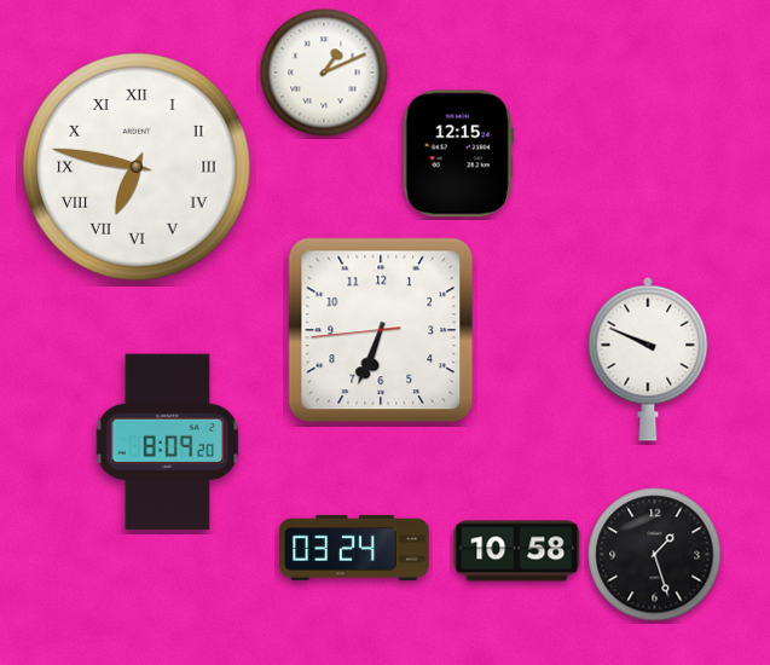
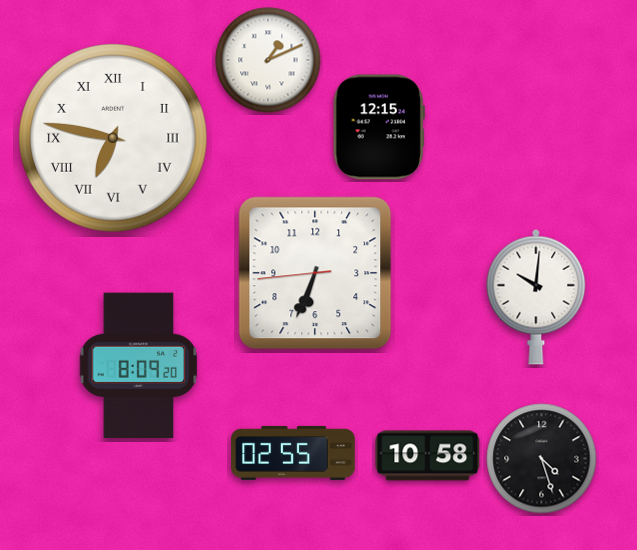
clock at (648, 359): 9:49 -> 10:01
clock at (354, 548): 03:24 -> 02:55
clock at (655, 555): 1:27 -> 4:27
